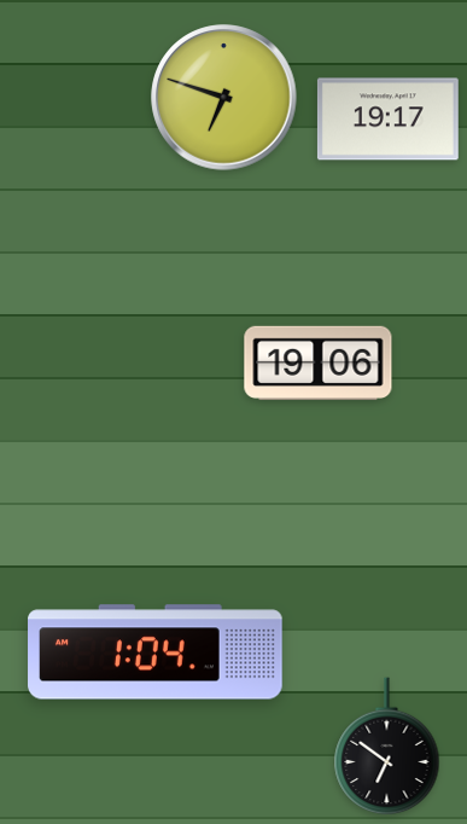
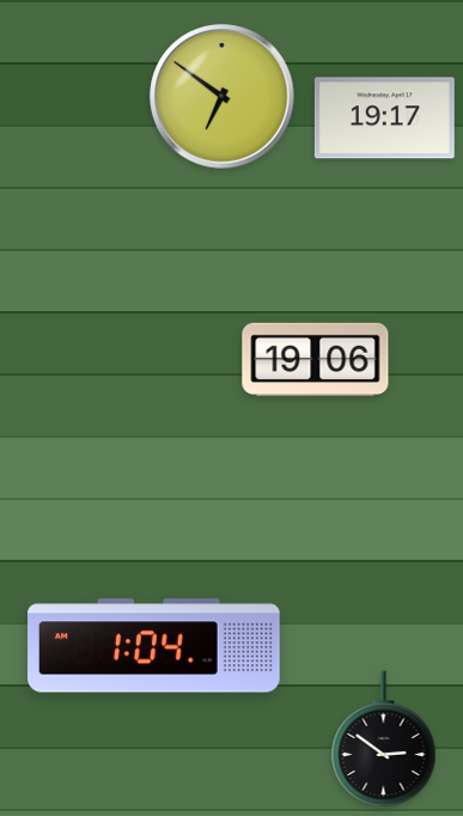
clock at (224, 98): 6:48 -> 6:51
clock at (387, 747): 6:51 -> 2:51
